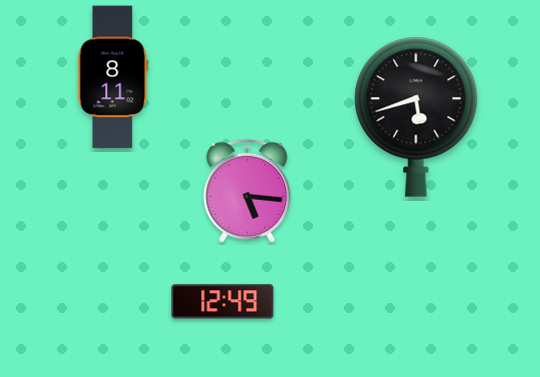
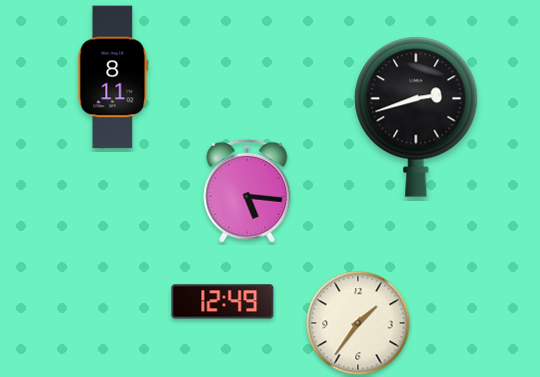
clock at (416, 117): 5:42 -> 2:42
clock at (358, 323): none -> 1:36
